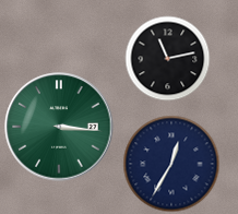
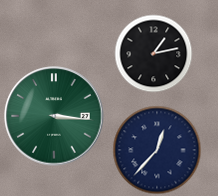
clock at (167, 58): 11:13 -> 1:13
clock at (171, 164): 12:35 -> 12:37
